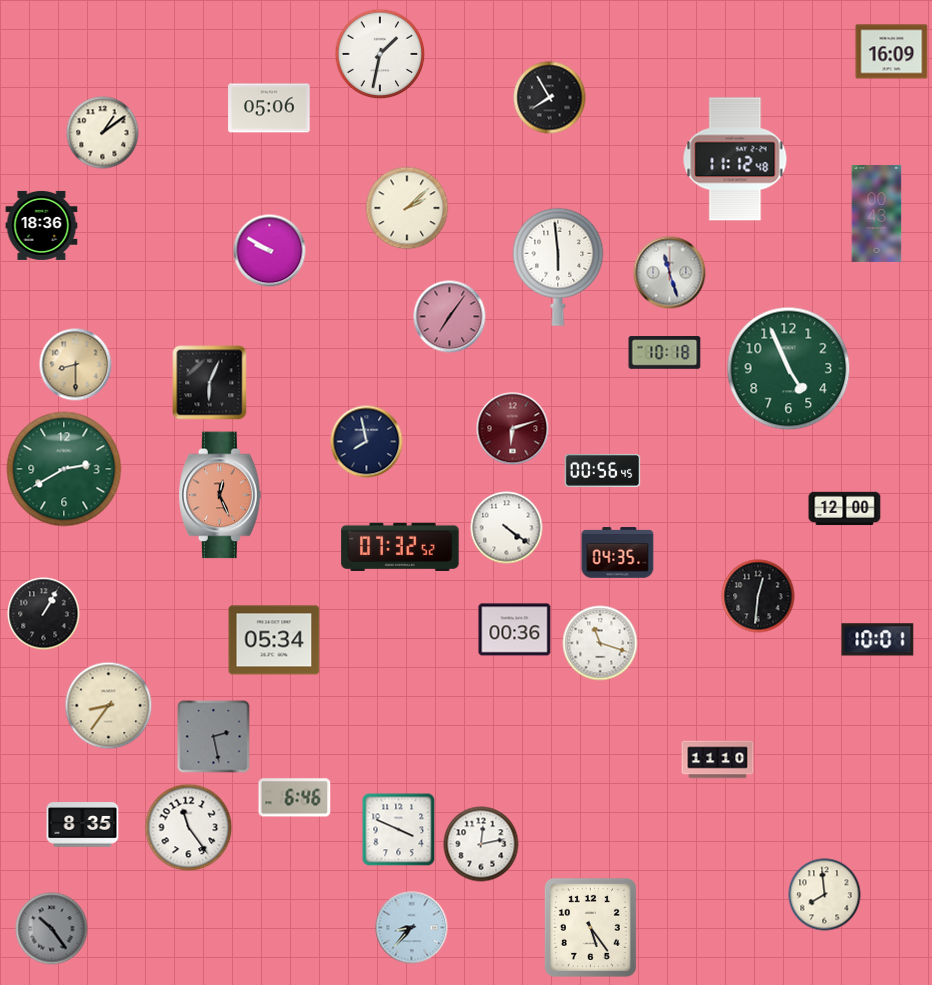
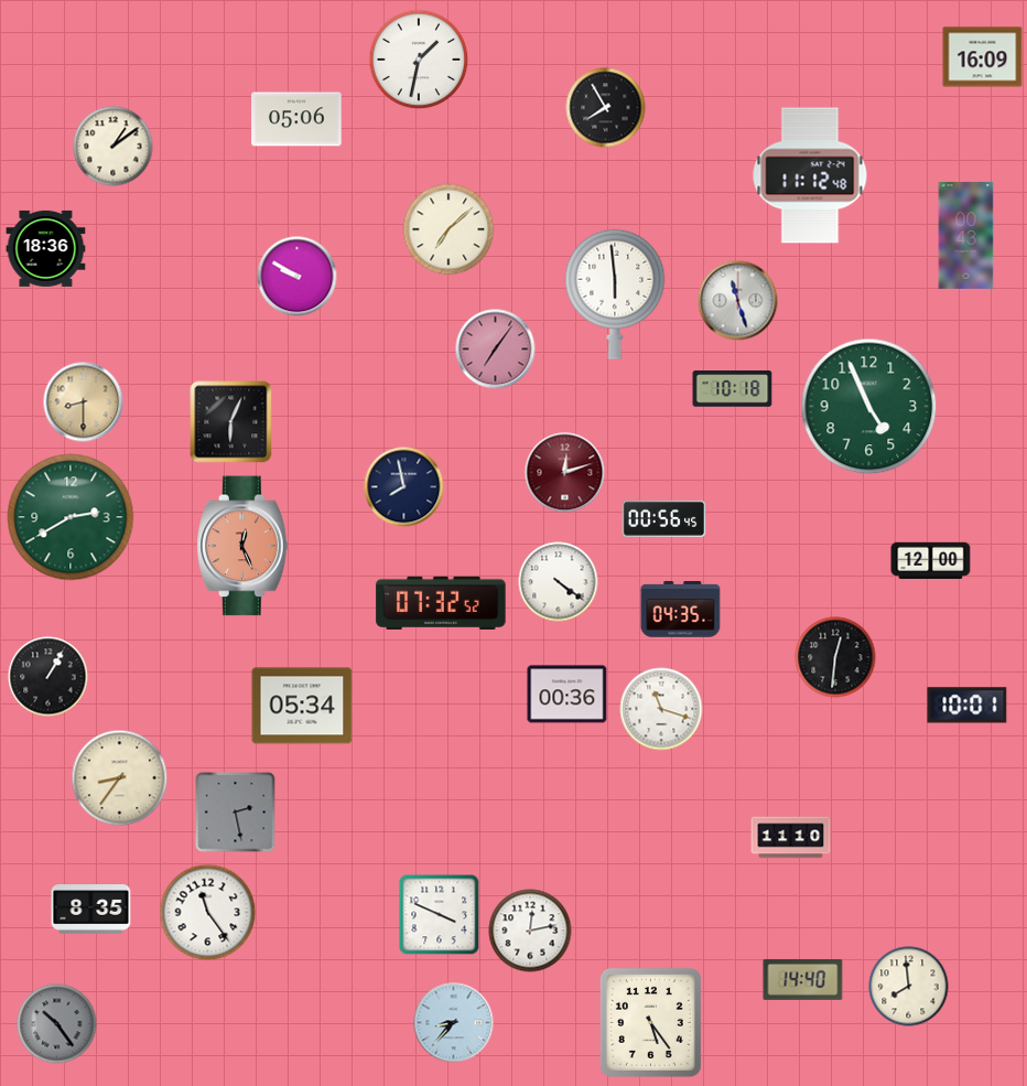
clock at (407, 208): 2:08 -> 7:08
clock at (513, 429): 6:12 -> 12:12
clock at (295, 798): 6:46 -> none
clock at (803, 979): none -> 14:40
